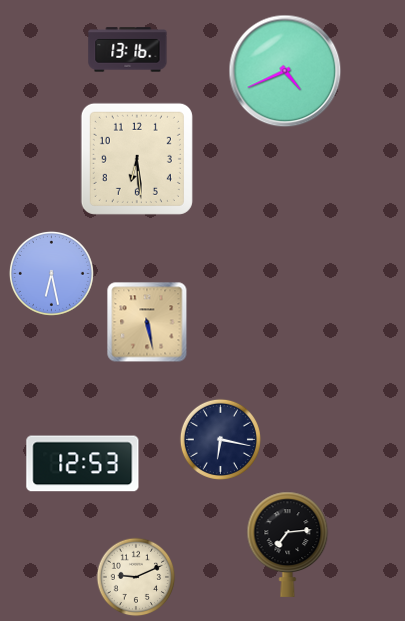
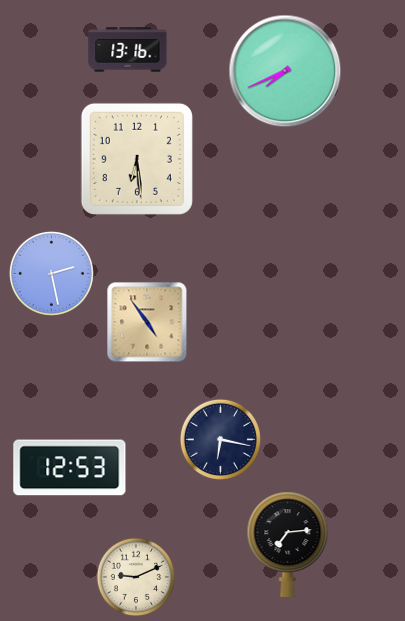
clock at (285, 71): 4:41 -> 7:41
clock at (51, 273): 6:28 -> 2:28
clock at (147, 322): 5:28 -> 4:54
clock at (83, 464) position: (83, 464) -> (70, 468)
